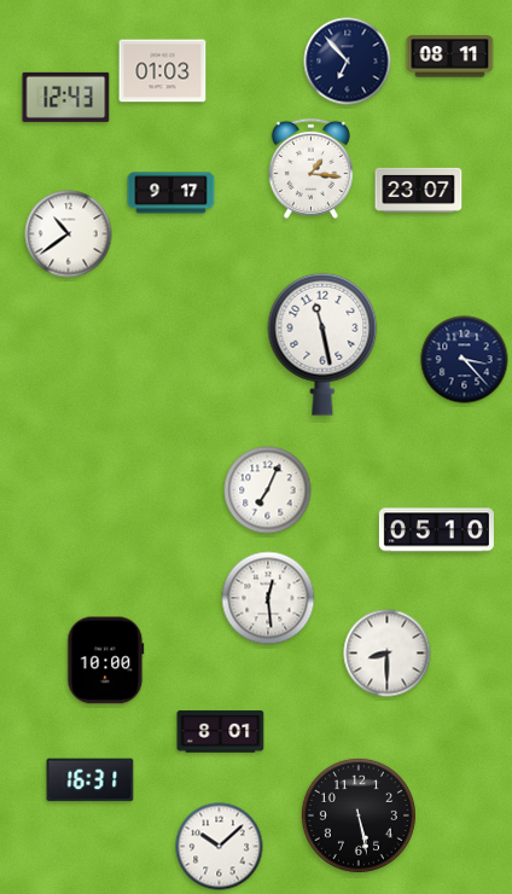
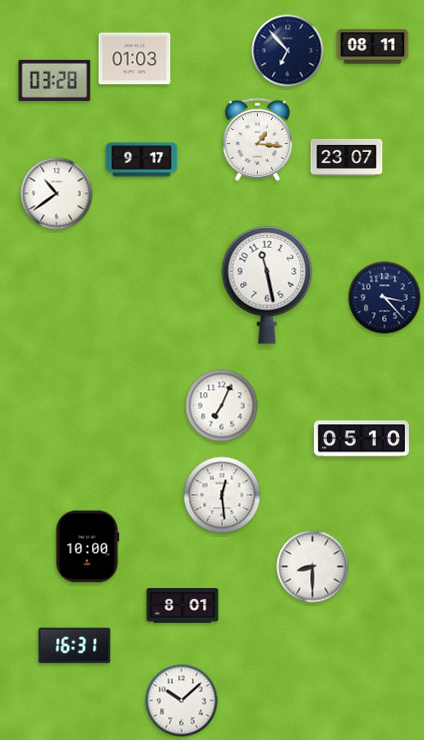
clock at (66, 97): 12:43 -> 03:28
clock at (388, 654) position: (388, 654) -> (313, 567)
clock at (359, 815): 5:28 -> none
